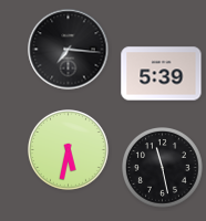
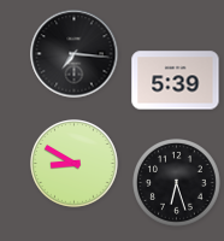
clock at (69, 150): 5:32 -> 8:50
clock at (163, 168): 11:28 -> 6:27
